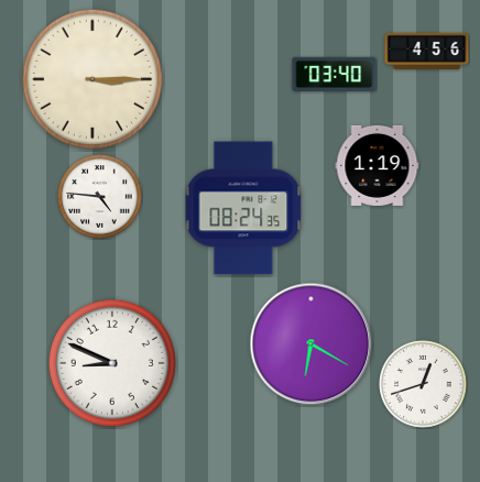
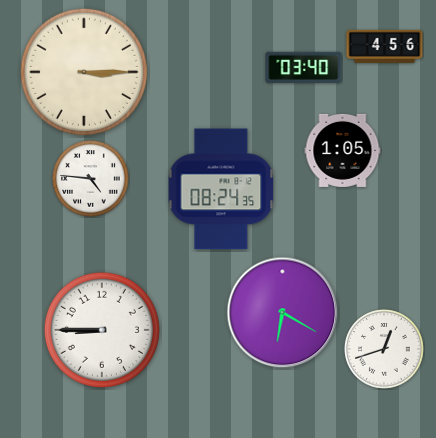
clock at (427, 51) position: (427, 51) -> (385, 46)
clock at (378, 165): 1:19 -> 1:05
clock at (112, 363): 8:49 -> 8:45
